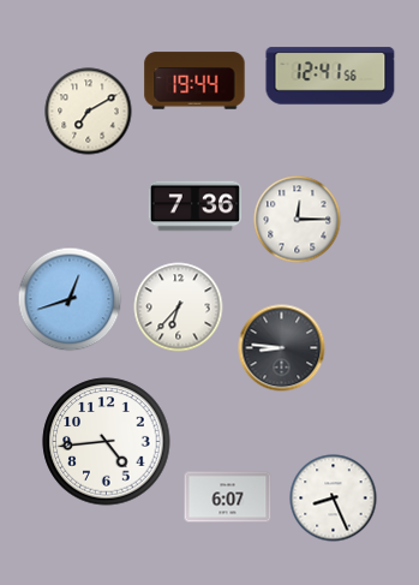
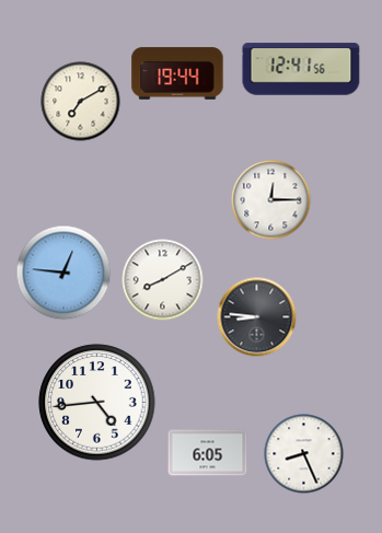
clock at (194, 207): 7:36 -> none
clock at (70, 299): 12:42 -> 12:46
clock at (179, 308): 6:37 -> 8:10
clock at (228, 497): 6:07 -> 6:05
